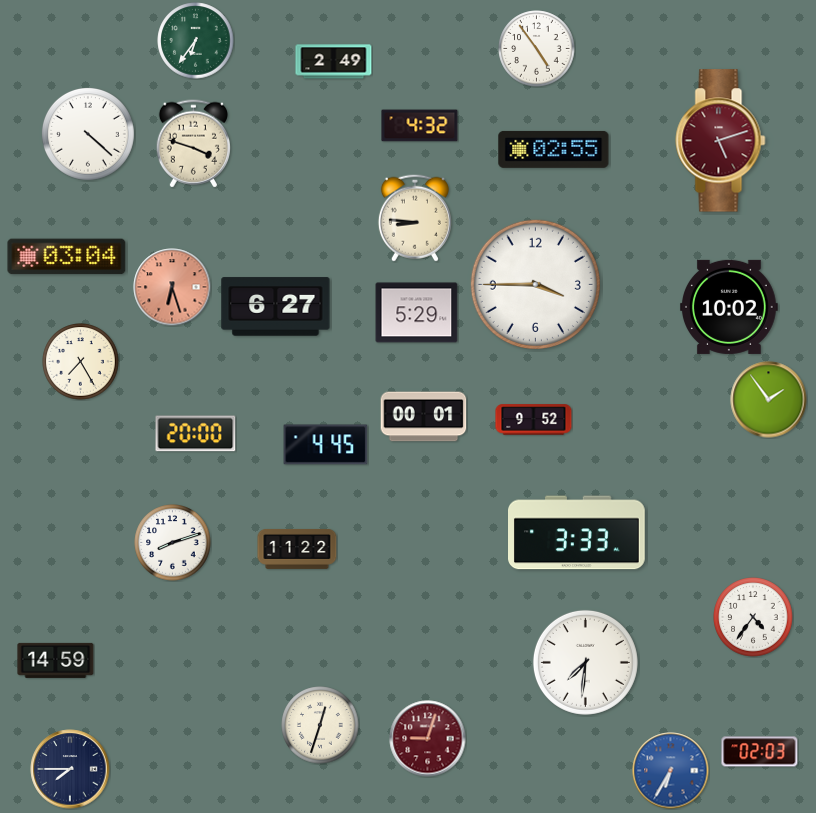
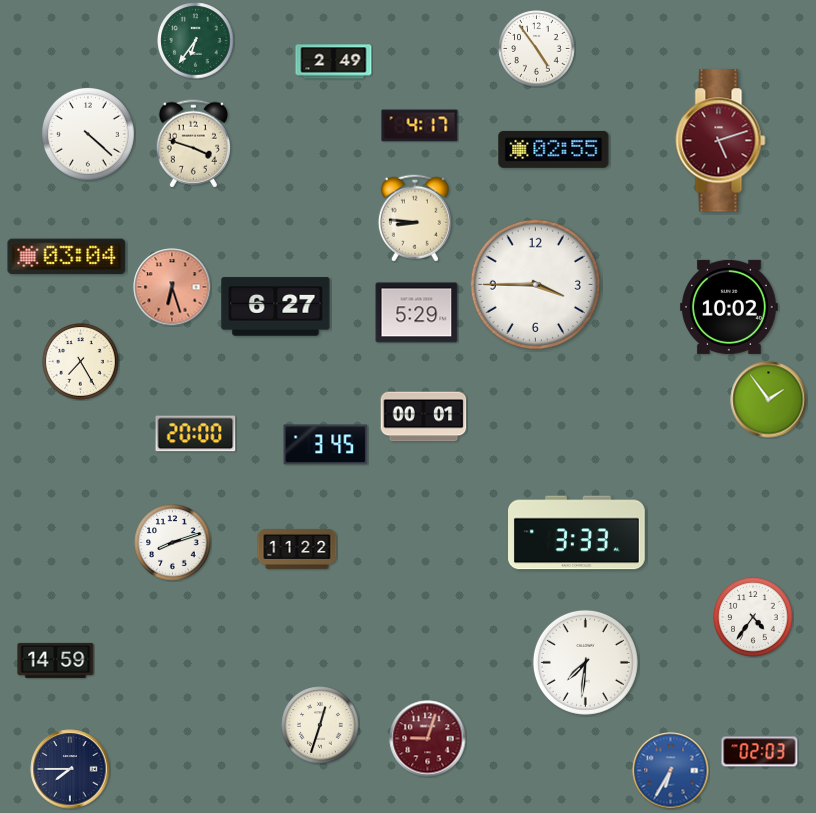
clock at (420, 126): 4:32 -> 4:17
clock at (534, 420): 9:52 -> none
clock at (326, 445): 4:45 -> 3:45
